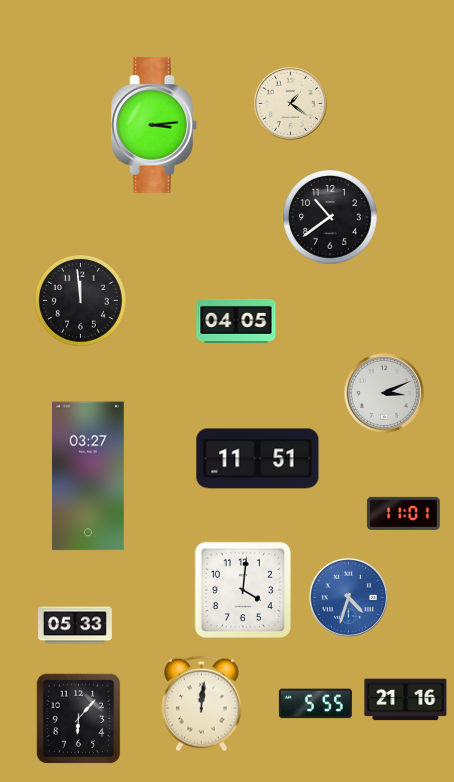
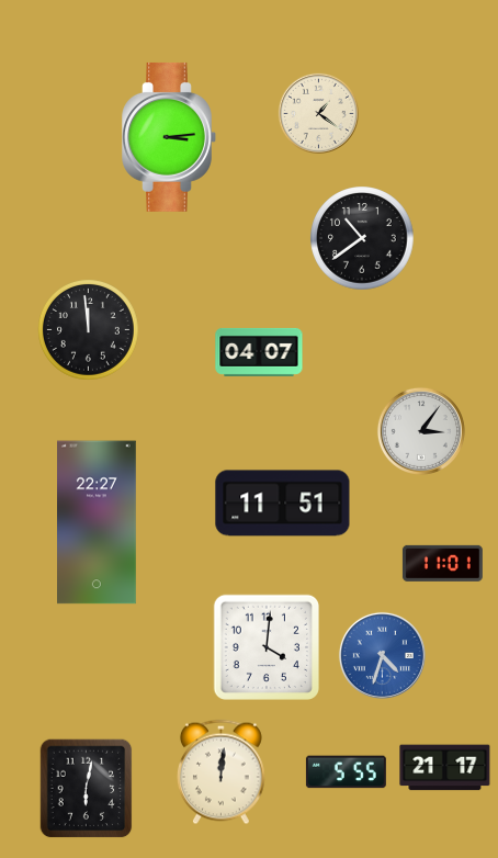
clock at (236, 321): 04:05 -> 04:07
clock at (384, 393): 3:11 -> 3:06
clock at (89, 476): 03:27 -> 22:27
clock at (76, 625): 05:33 -> none
clock at (406, 700): 21:16 -> 21:17
clock at (79, 719): 6:07 -> 6:02
